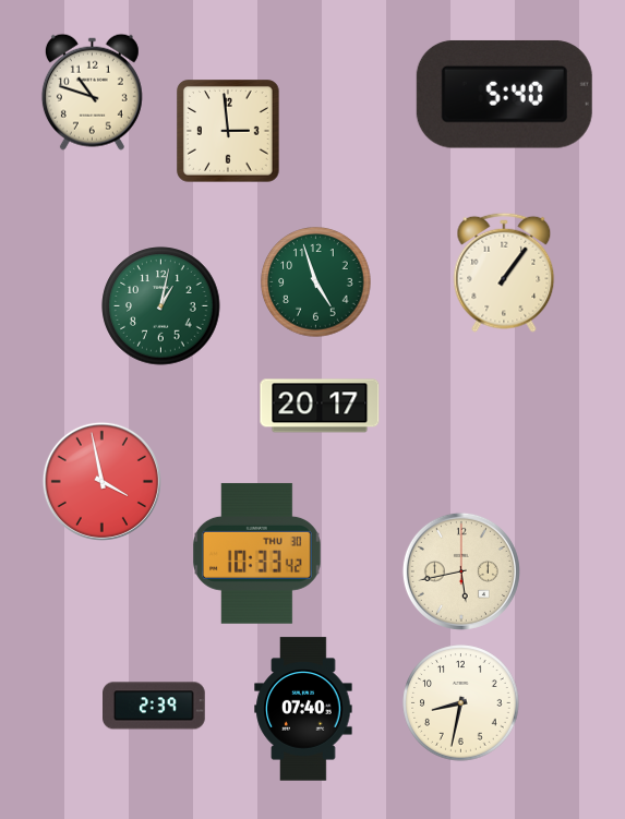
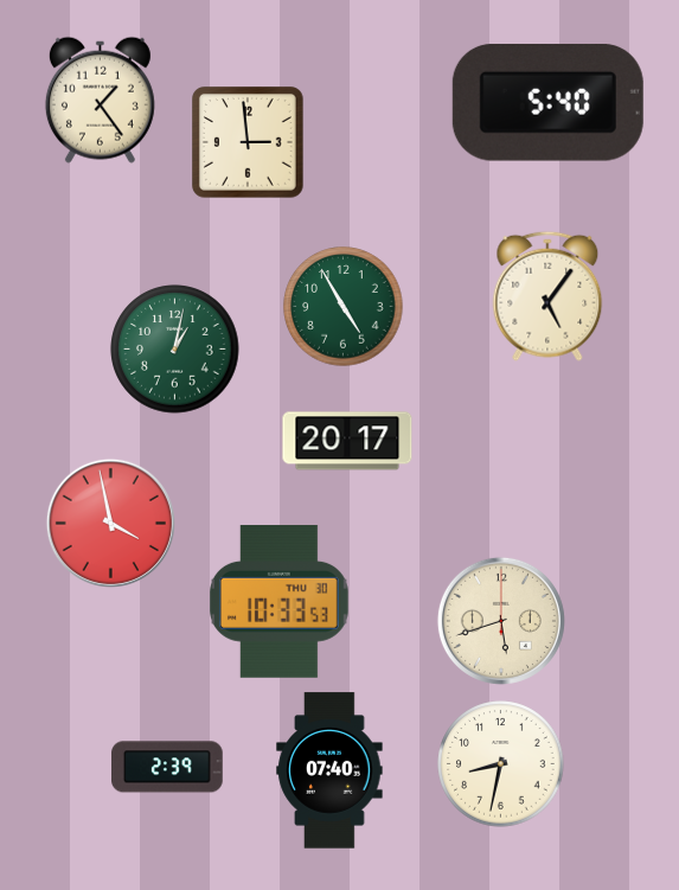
clock at (92, 92): 10:48 -> 1:24
clock at (504, 273): 1:06 -> 5:06
clock at (316, 282): 4:57 -> 4:55
clock at (161, 306) position: (161, 306) -> (175, 350)
clock at (257, 554): 10:33:42 -> 10:33:53
clock at (461, 571): 5:43 -> 5:42
